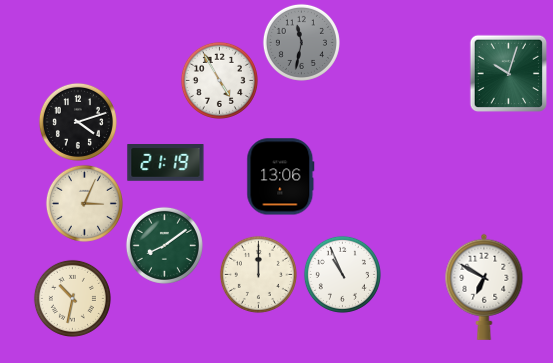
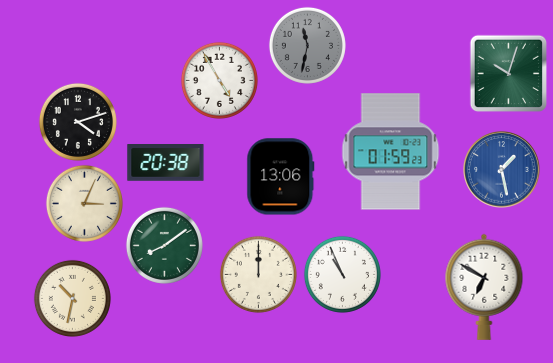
clock at (301, 42) position: (301, 42) -> (307, 45)
clock at (391, 152): none -> 01:59
clock at (166, 163): 21:19 -> 20:38
clock at (502, 170): none -> 1:28
